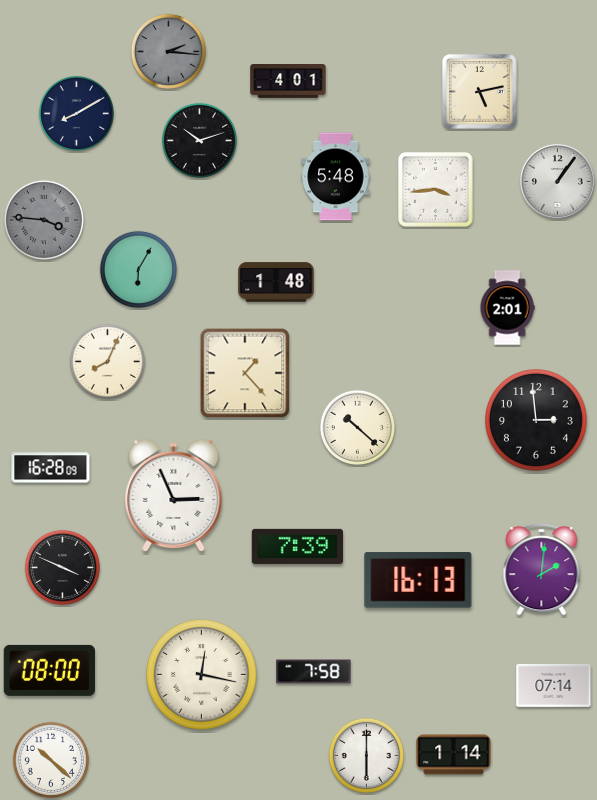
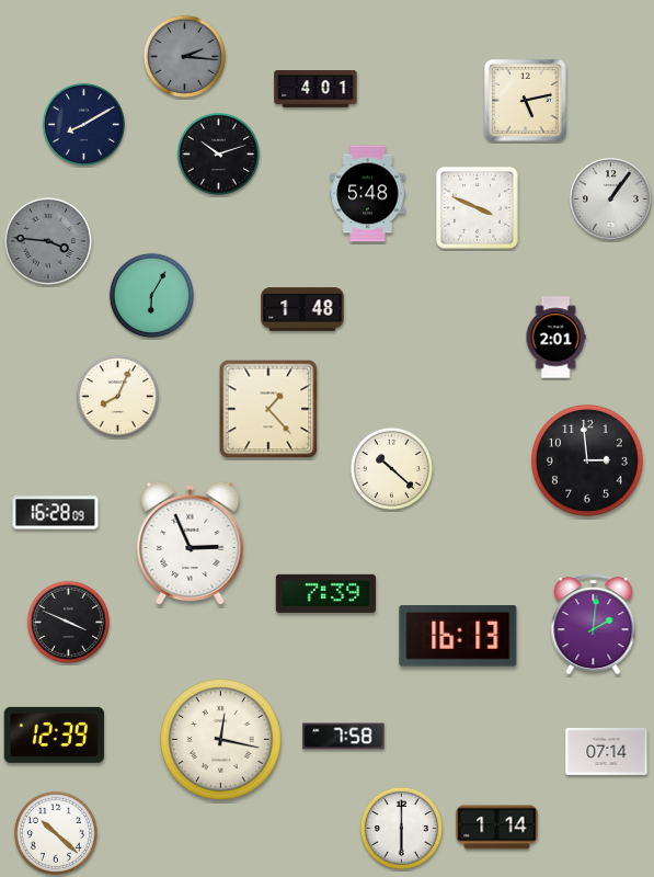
clock at (436, 190): 3:44 -> 3:49
clock at (298, 546) position: (298, 546) -> (326, 593)
clock at (49, 670): 08:00 -> 12:39
